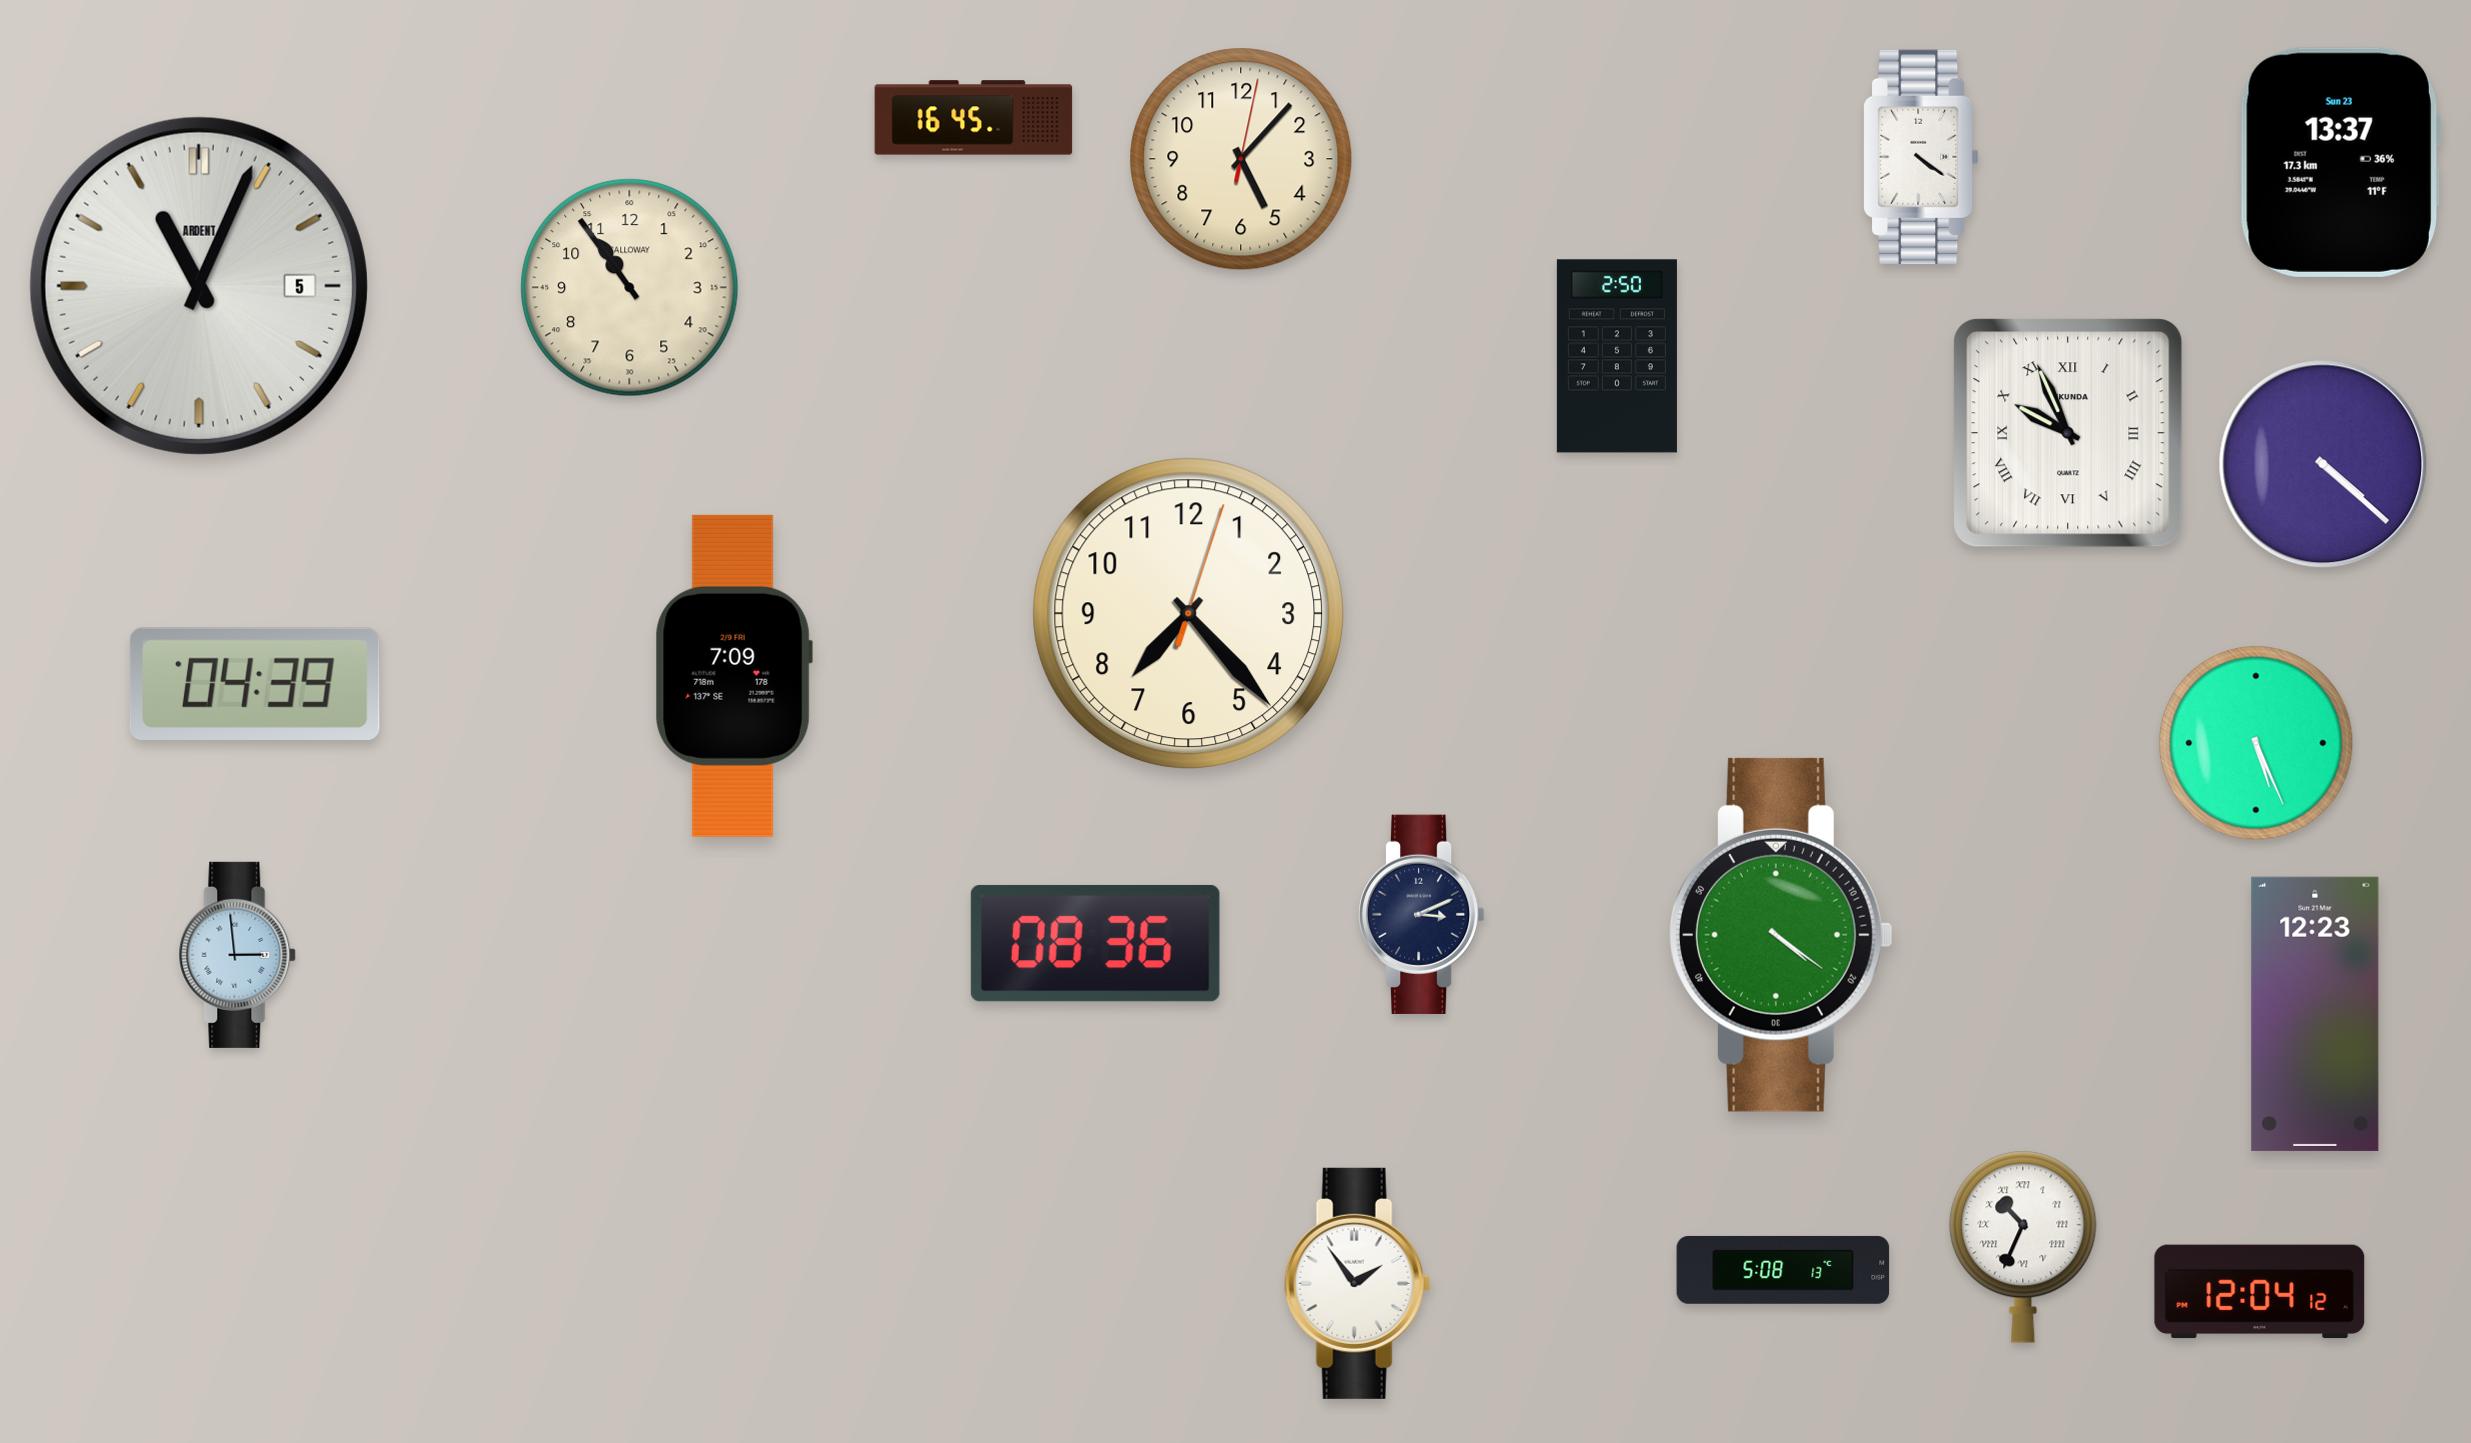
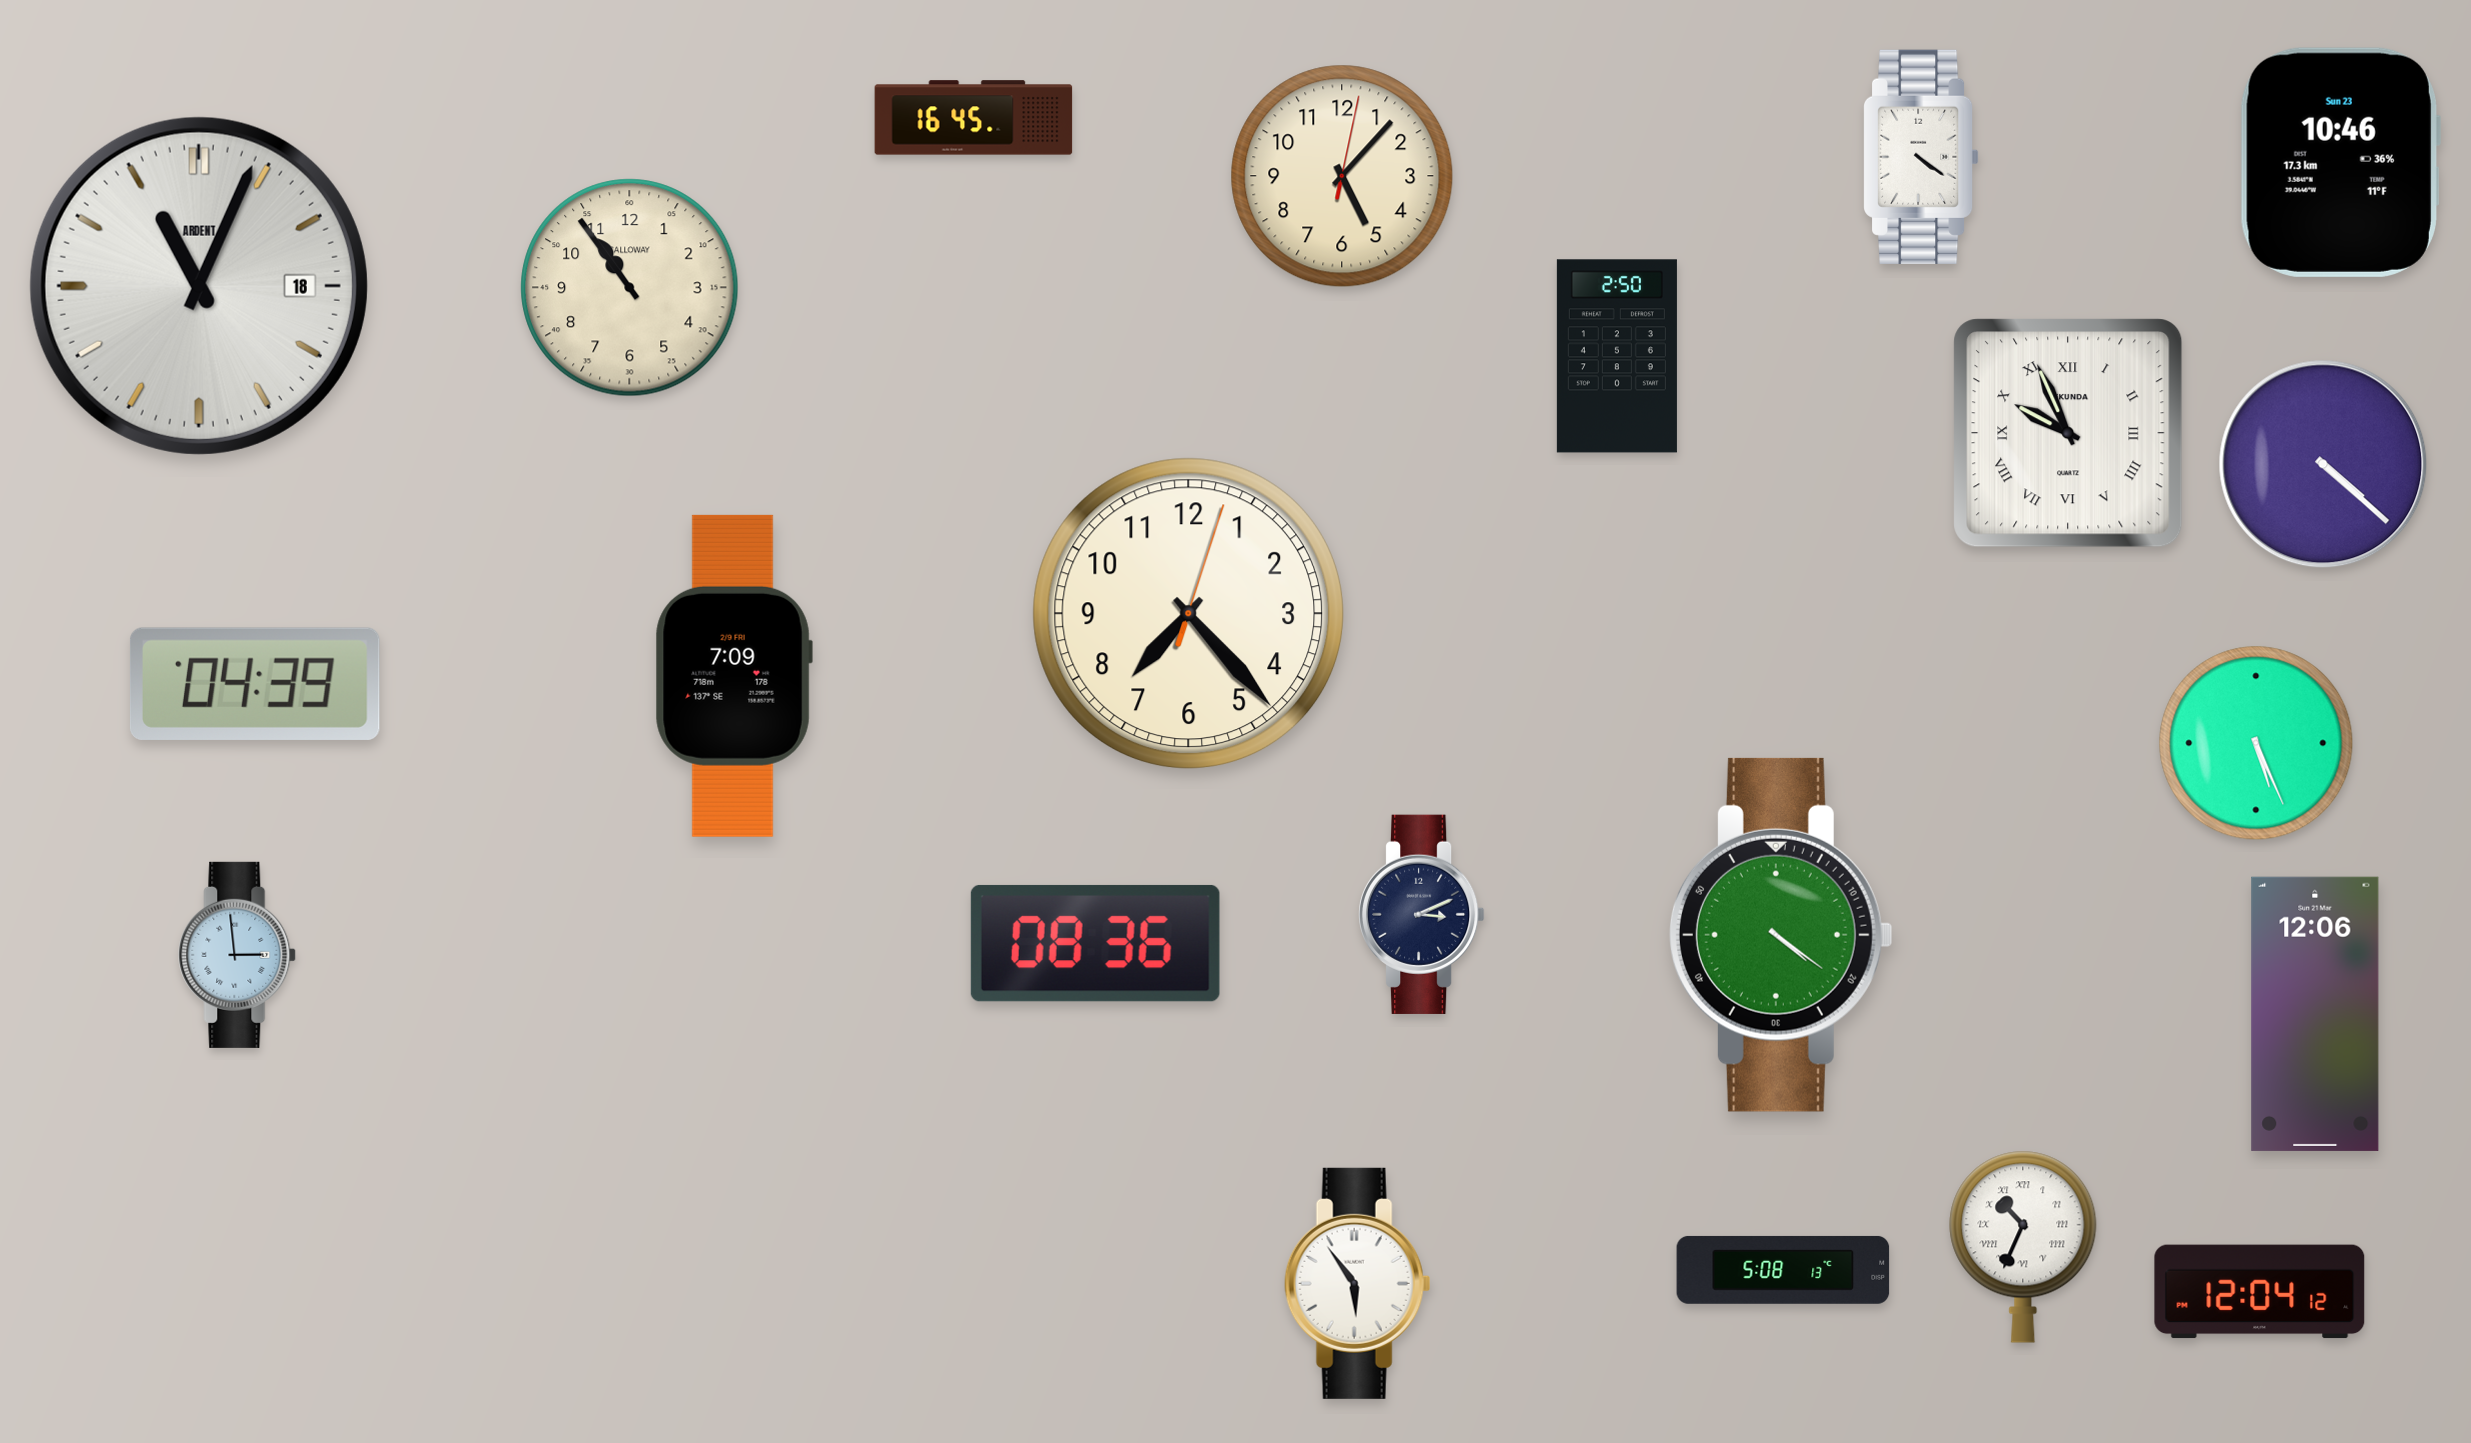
clock at (1241, 159) position: (1241, 159) -> (1342, 176)
clock at (2340, 162): 13:37 -> 10:46
clock at (199, 286) date: 5 -> 18
clock at (2315, 1014): 12:23 -> 12:06
clock at (1358, 1283): 1:54 -> 5:54
